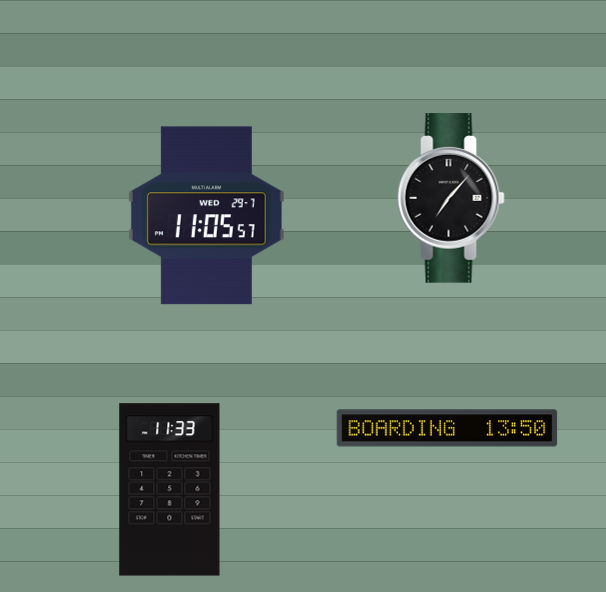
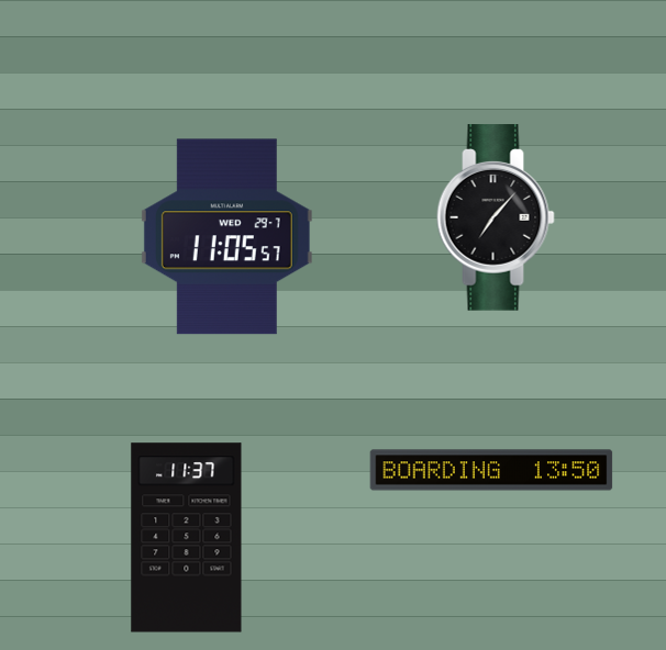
clock at (170, 490): 11:33 -> 11:37
